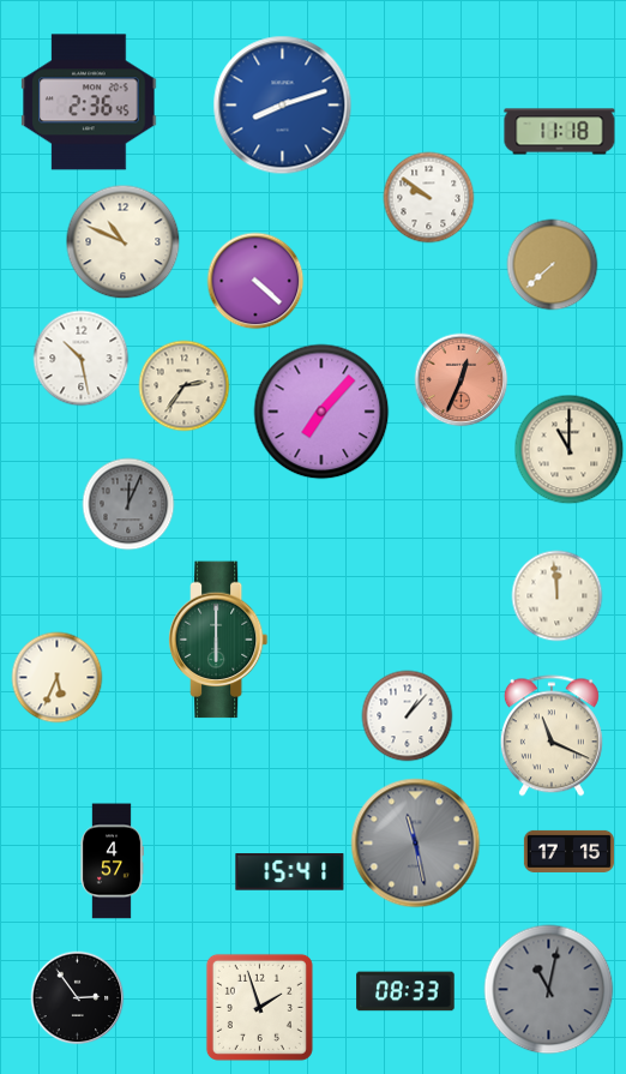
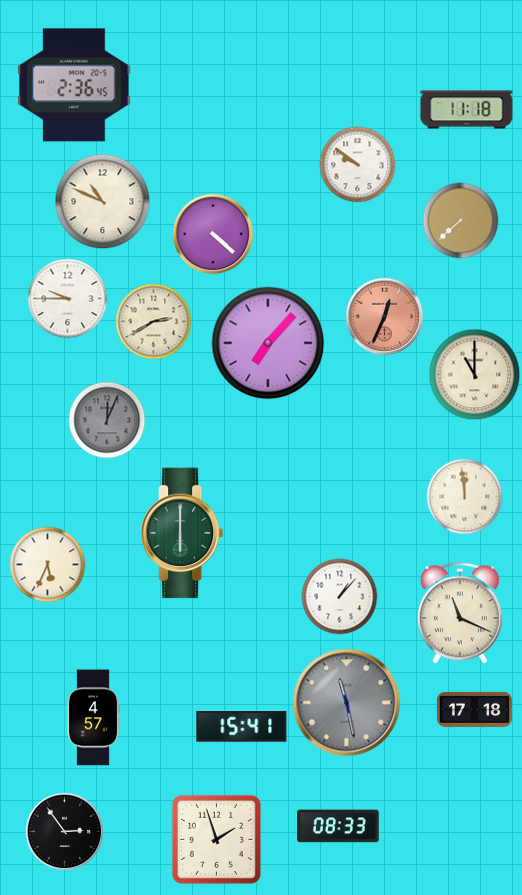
clock at (283, 106): 8:12 -> none
clock at (82, 359): 10:28 -> 9:45
clock at (185, 386): 2:36 -> 2:40
clock at (568, 851): 17:15 -> 17:18
clock at (549, 990): 11:02 -> none
